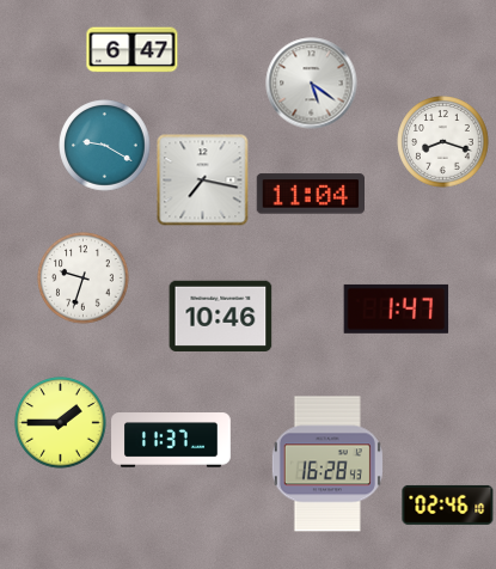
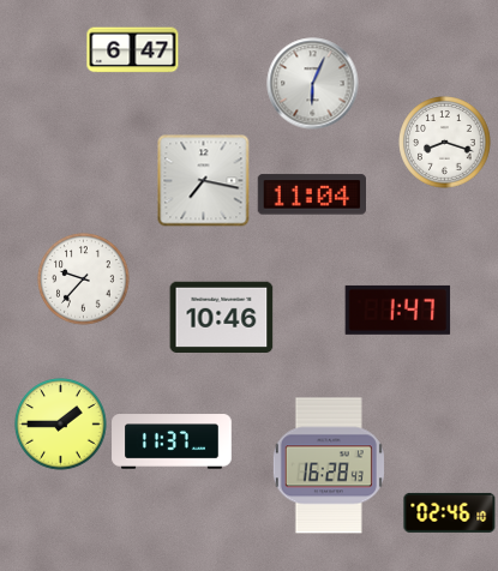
clock at (312, 84): 5:21 -> 6:04
clock at (105, 146): 9:20 -> none
clock at (84, 279): 9:33 -> 9:37
clock at (448, 504) position: (448, 504) -> (450, 512)
